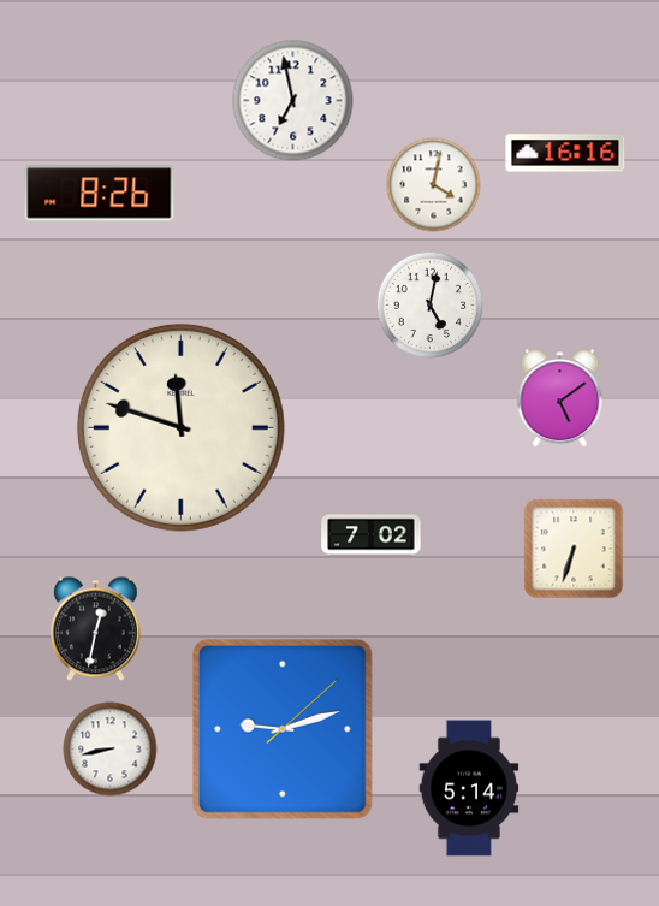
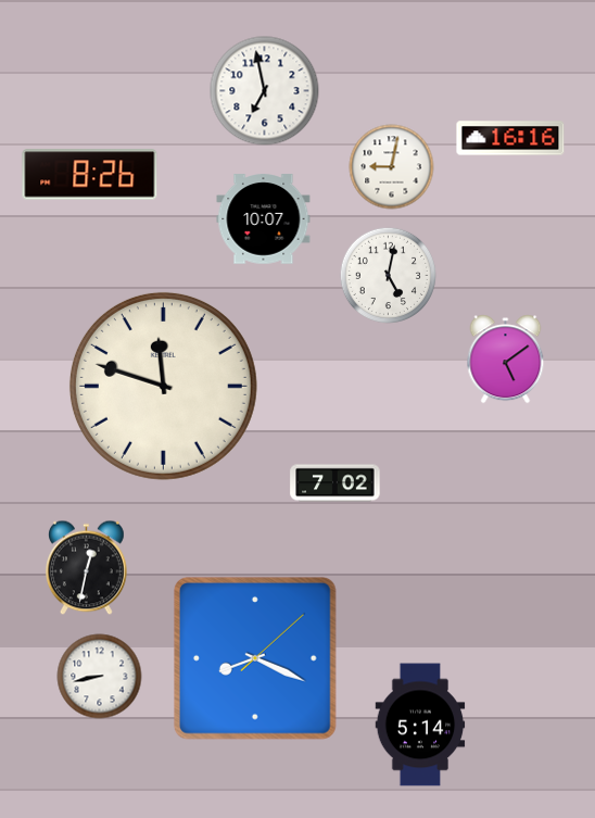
clock at (434, 185): 4:02 -> 9:02
clock at (264, 219): none -> 10:07
clock at (574, 549): 6:33 -> none
clock at (284, 730): 9:12 -> 8:19
clock at (469, 788) position: (469, 788) -> (420, 725)
